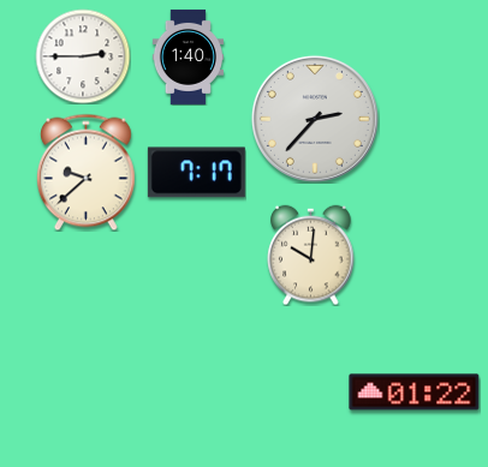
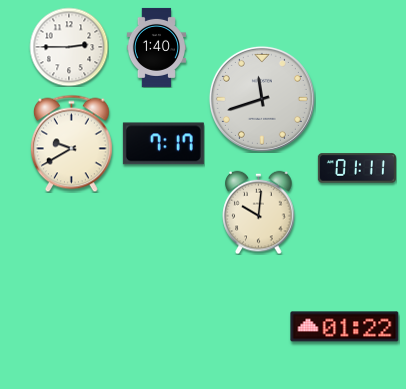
clock at (315, 119): 2:37 -> 11:42
clock at (85, 172): 9:38 -> 9:40
clock at (357, 168): none -> 01:11
